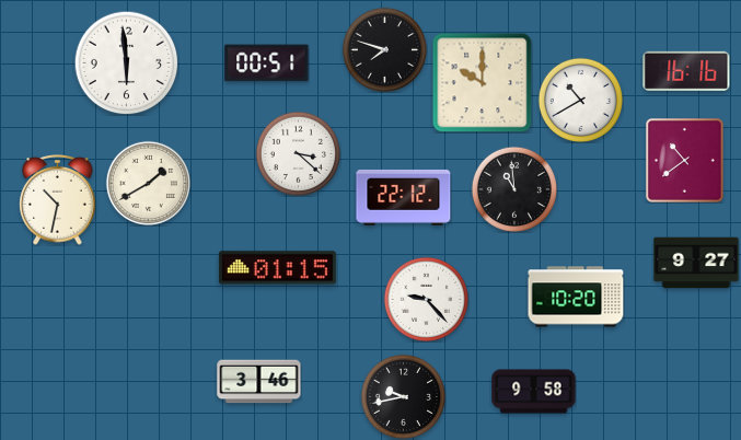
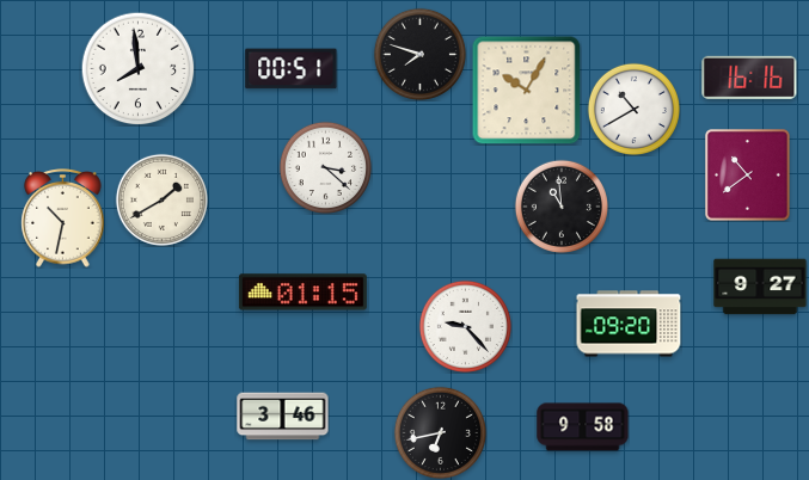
clock at (126, 62): 5:59 -> 7:59
clock at (483, 83): 10:00 -> 10:05
clock at (404, 197): 22:12 -> none
clock at (576, 297): 10:20 -> 09:20
clock at (403, 396): 9:43 -> 6:43
